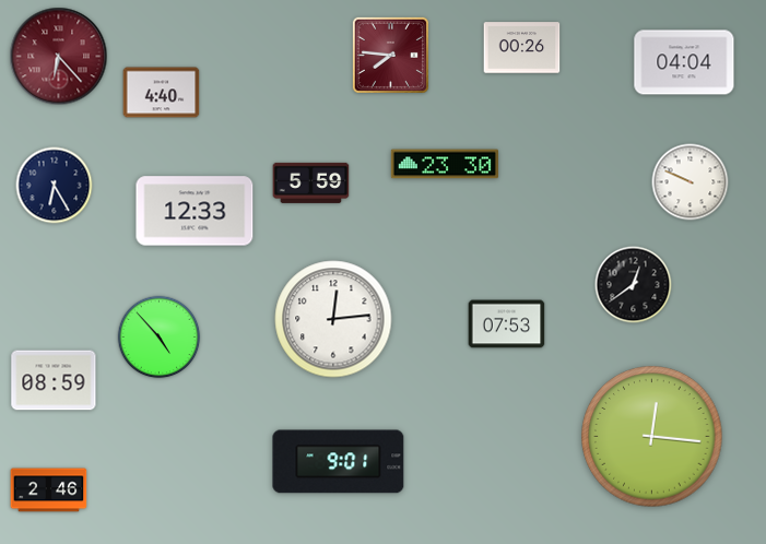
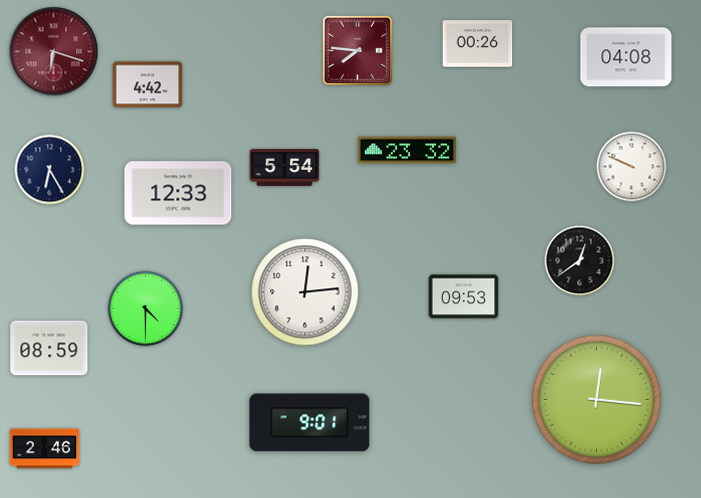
clock at (59, 57): 6:23 -> 6:18
clock at (684, 62): 04:04 -> 04:08
clock at (162, 93): 4:40 -> 4:42
clock at (445, 164): 23:30 -> 23:32
clock at (311, 182): 5:59 -> 5:54
clock at (507, 324): 07:53 -> 09:53
clock at (160, 338): 4:53 -> 4:30
